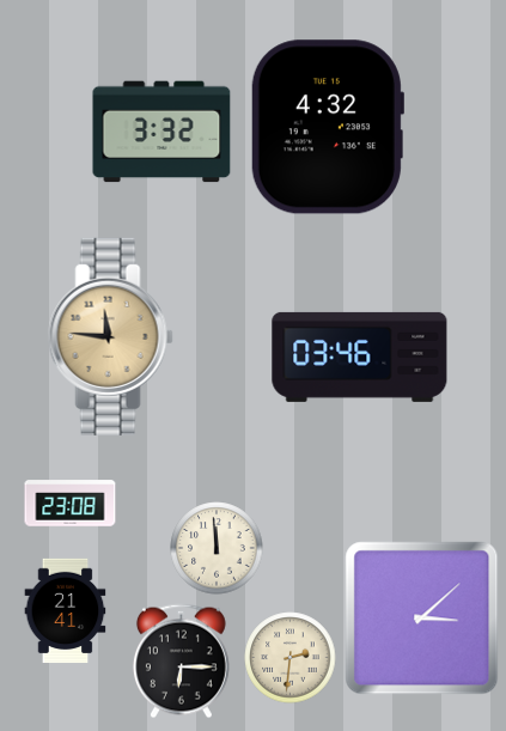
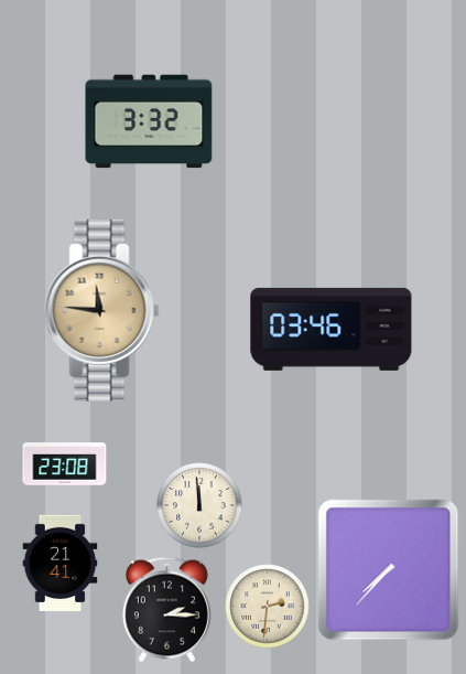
clock at (327, 127): 4:32 -> none
clock at (422, 619): 3:08 -> 7:37
clock at (181, 662): 6:15 -> 2:15
